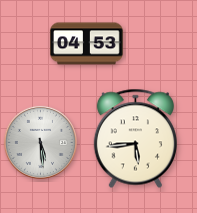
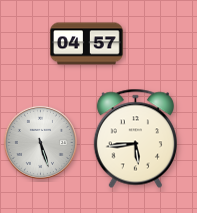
clock at (86, 44): 04:53 -> 04:57
clock at (40, 142): 5:29 -> 5:27
